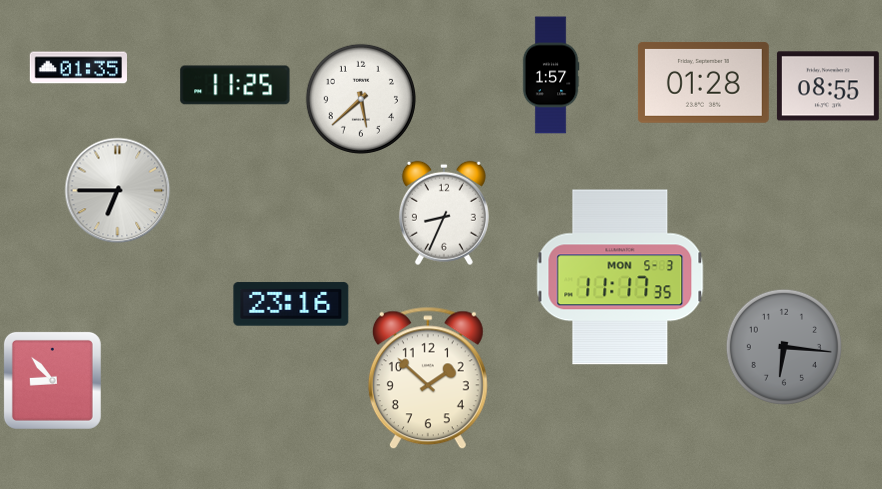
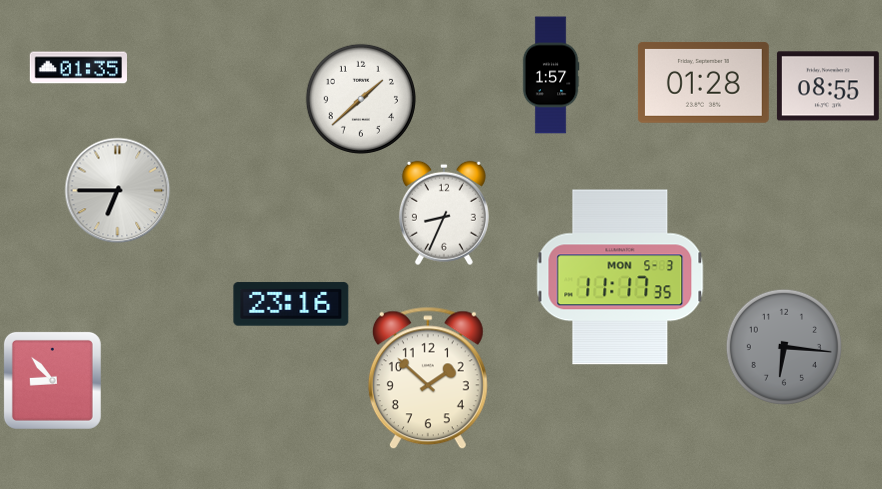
clock at (235, 85): 11:25 -> none
clock at (361, 99): 5:38 -> 1:38
